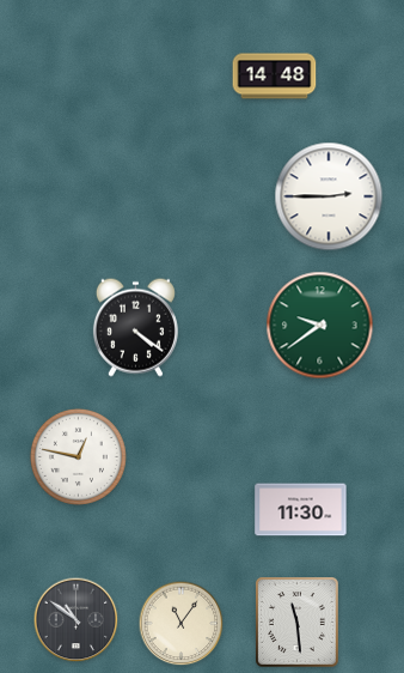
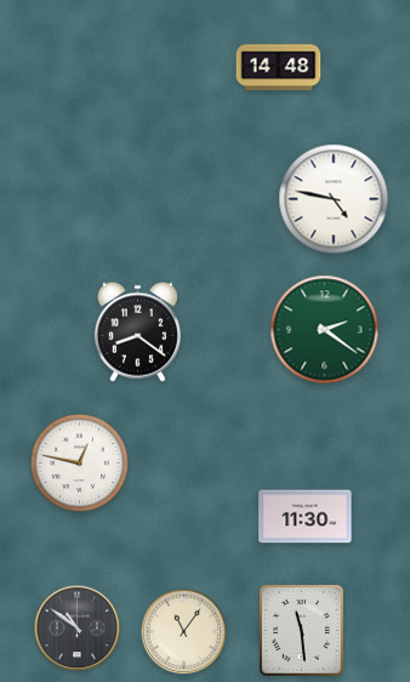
clock at (275, 77) position: (275, 77) -> (279, 68)
clock at (329, 196): 2:45 -> 4:47
clock at (320, 326): 9:39 -> 2:21
clock at (135, 327): 4:21 -> 8:21
